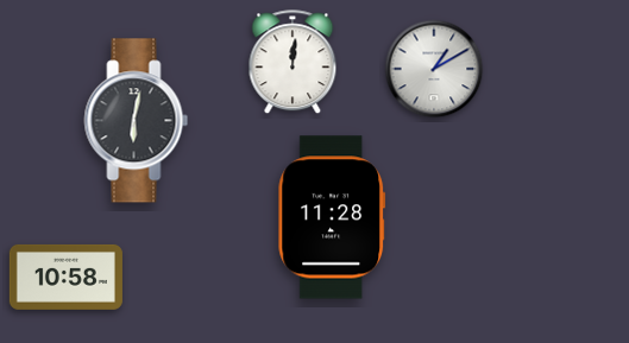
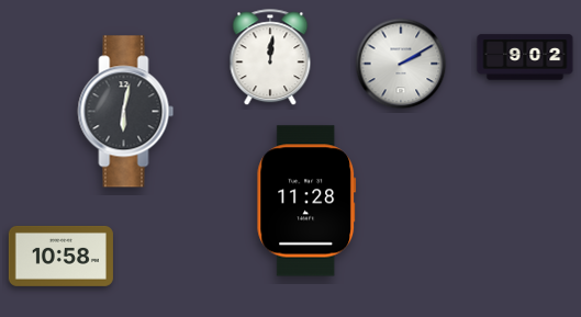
clock at (525, 57): none -> 9:02
clock at (434, 69): 1:10 -> 2:10
